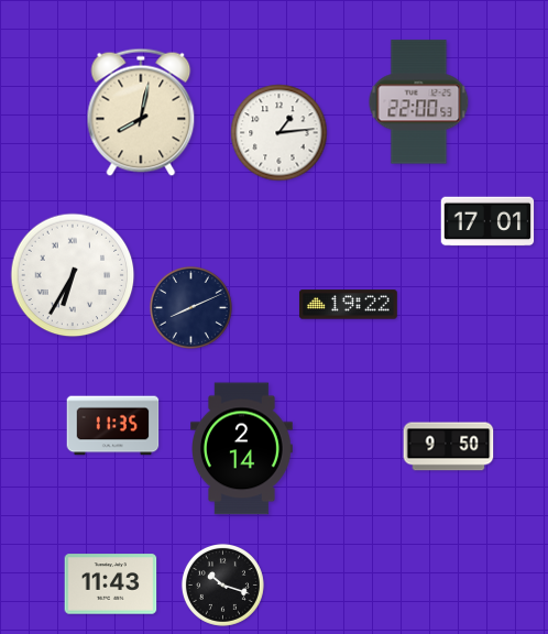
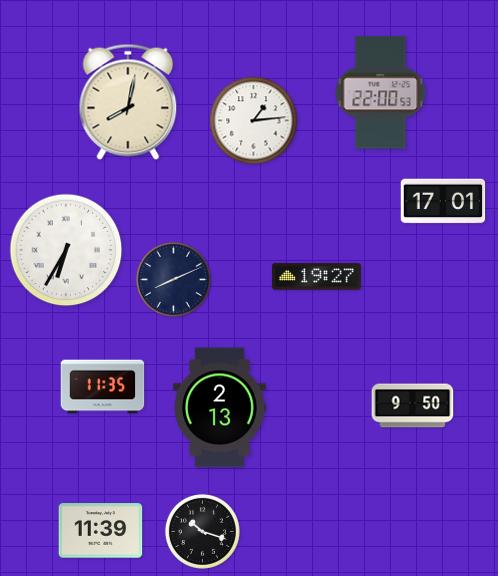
clock at (348, 305): 19:22 -> 19:27
clock at (449, 447) position: (449, 447) -> (413, 406)
clock at (242, 449): 2:14 -> 2:13
clock at (111, 584): 11:43 -> 11:39
